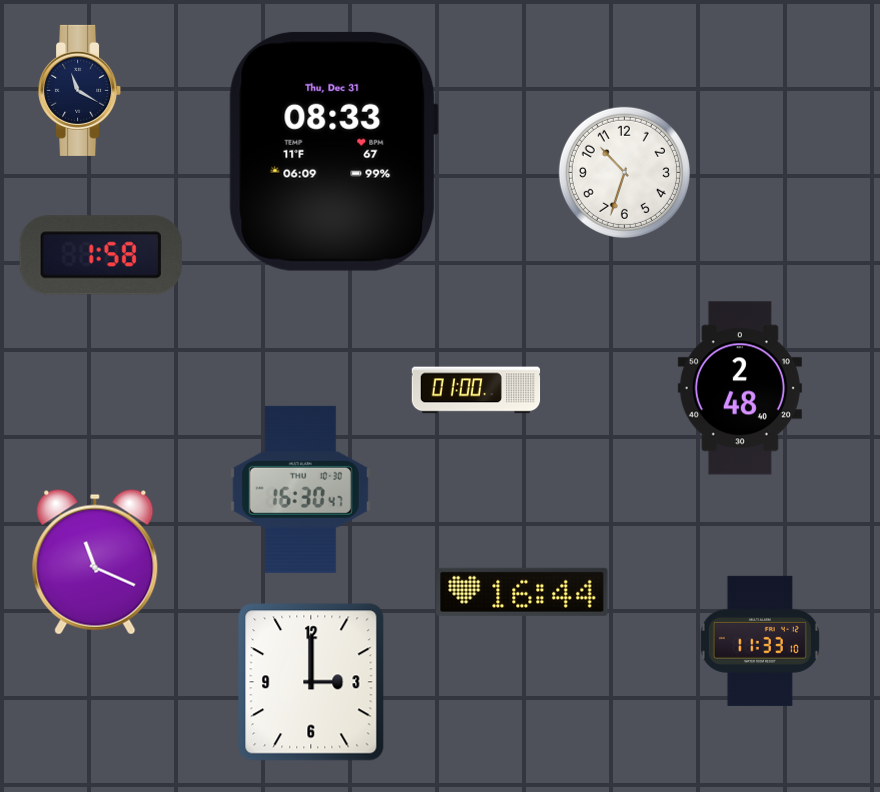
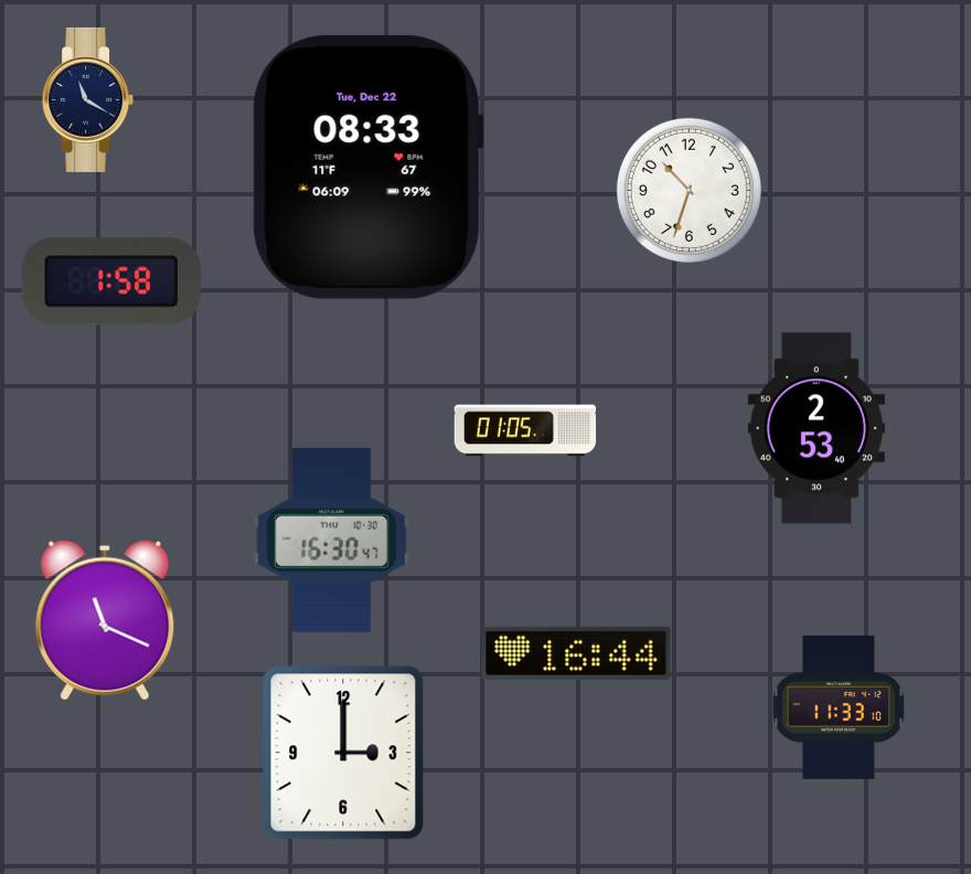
clock at (333, 151) date: Thu, Dec 31 -> Tue, Dec 22
clock at (740, 388): 2:48 -> 2:53
clock at (476, 390): 01:00 -> 01:05
